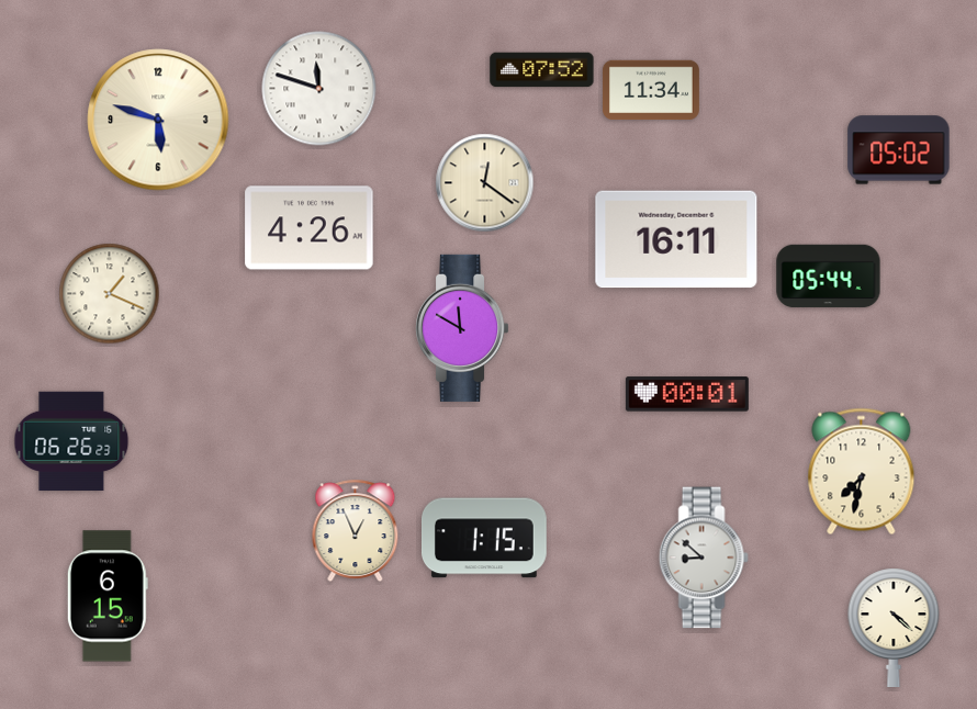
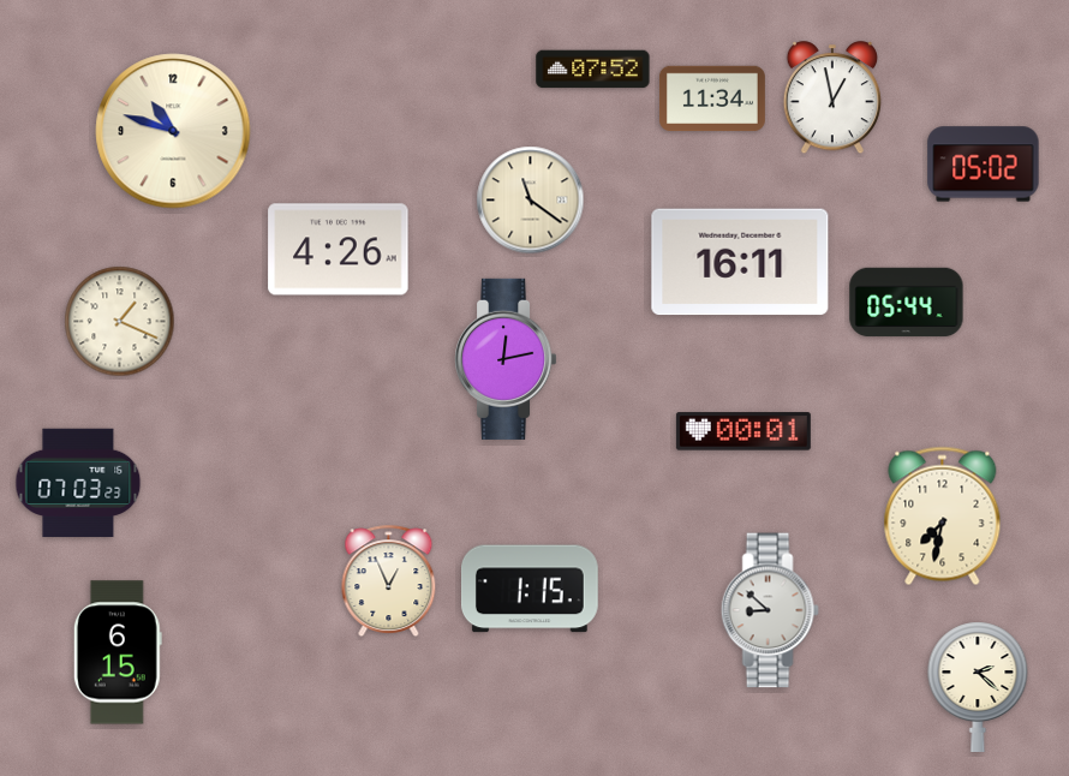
clock at (542, 70) position: (542, 70) -> (593, 70)
clock at (319, 89): 11:48 -> none
clock at (831, 99): none -> 12:58
clock at (158, 120): 5:48 -> 10:48
clock at (485, 183): 12:21 -> 11:21
clock at (463, 328): 11:50 -> 12:13
clock at (687, 394) position: (687, 394) -> (743, 431)
clock at (71, 441): 06:26 -> 07:03
clock at (894, 627): 4:22 -> 2:22
